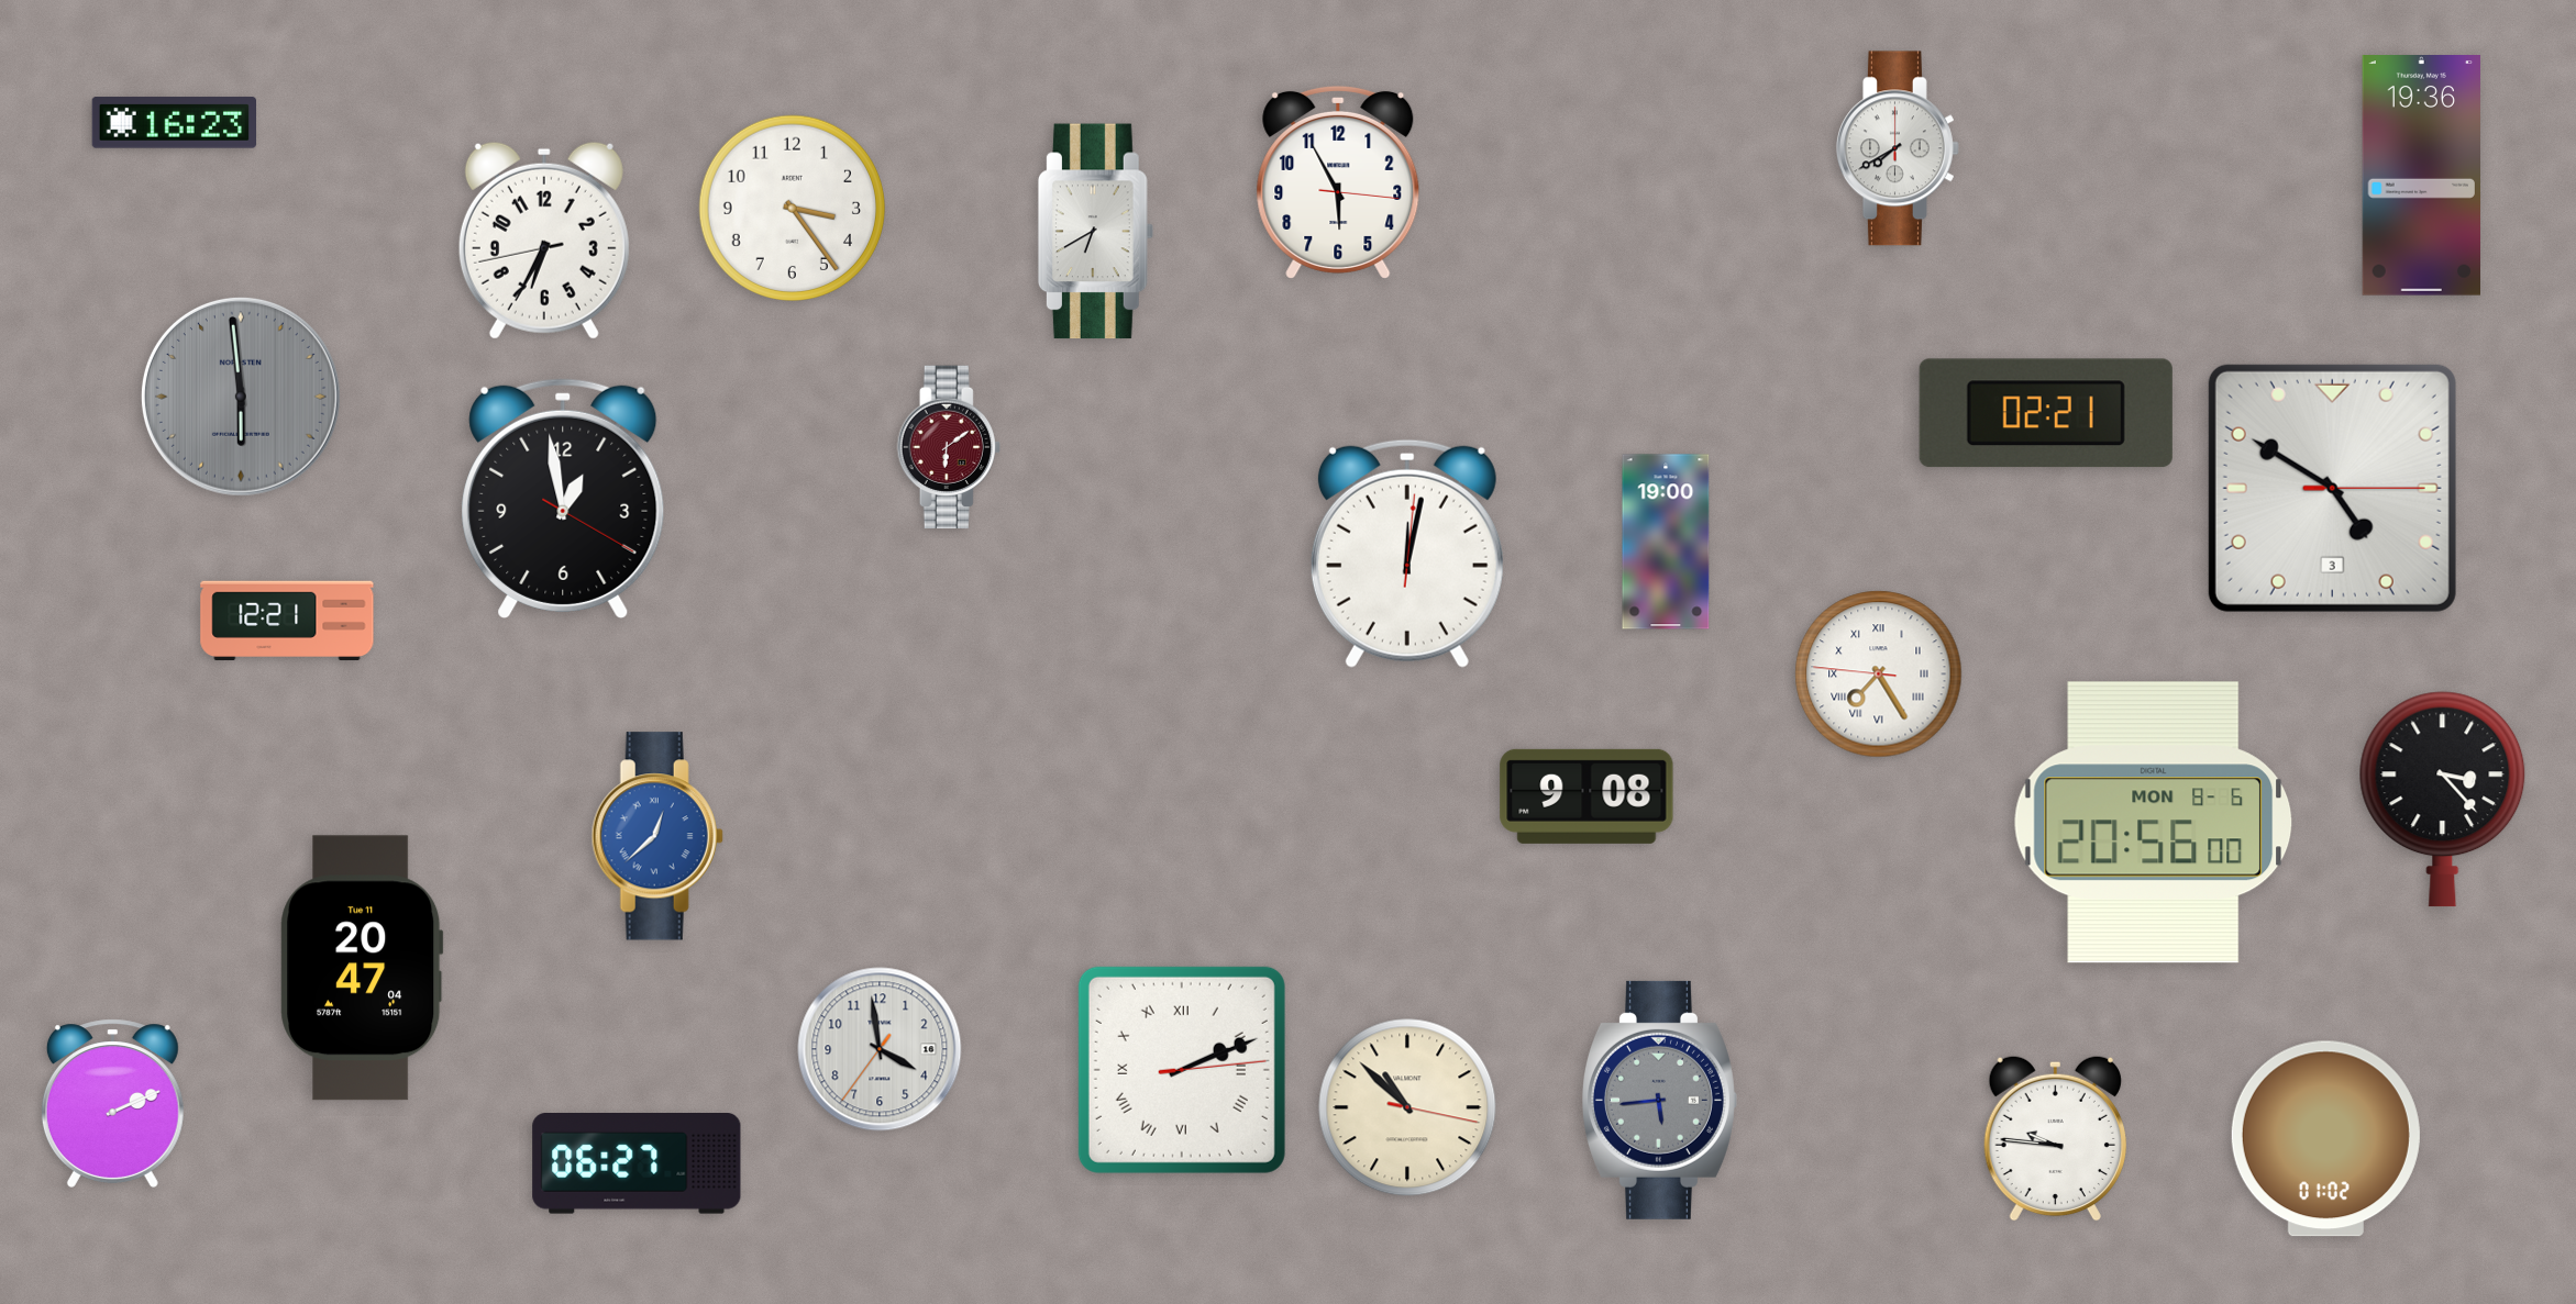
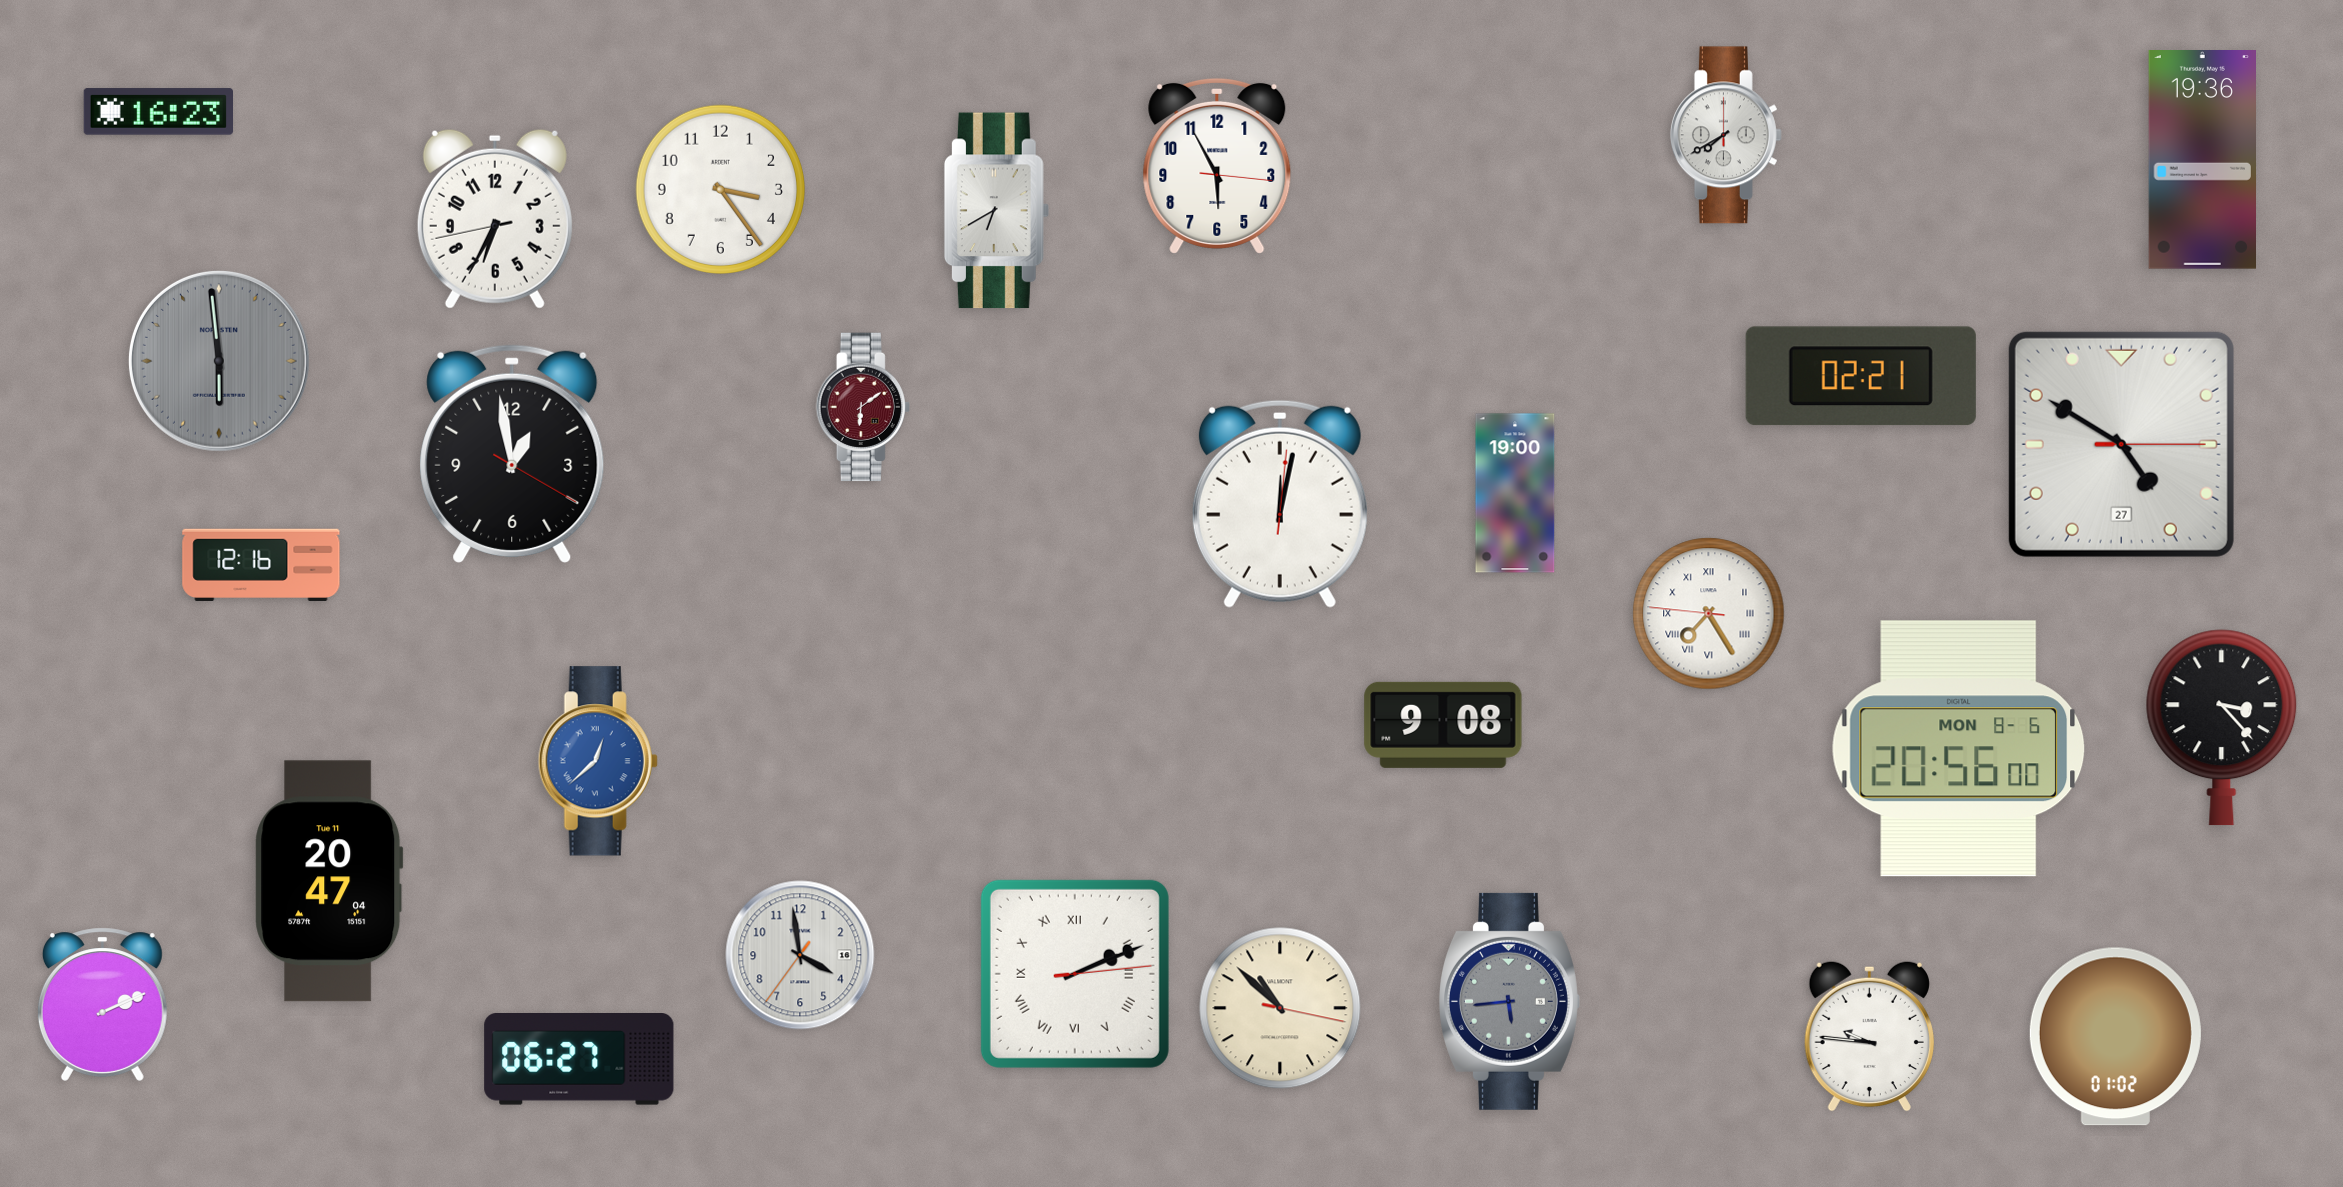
clock at (2332, 488) date: 3 -> 27
clock at (287, 621): 12:21 -> 12:16
